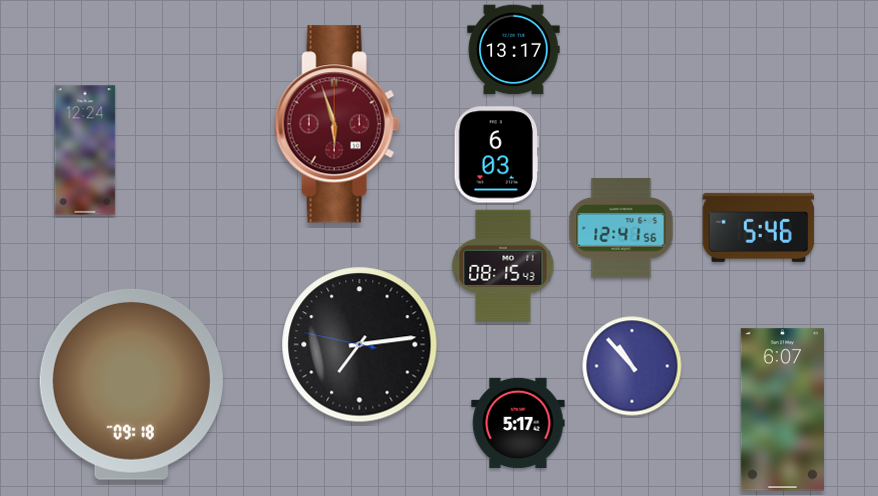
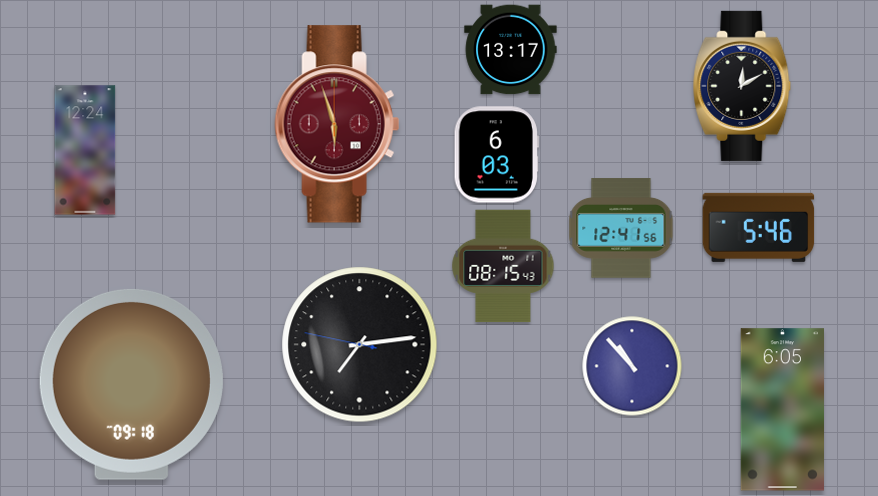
clock at (514, 50) position: (514, 50) -> (511, 50)
clock at (742, 86): none -> 12:10
clock at (782, 410): 6:07 -> 6:05
clock at (518, 423): 5:17 -> none
